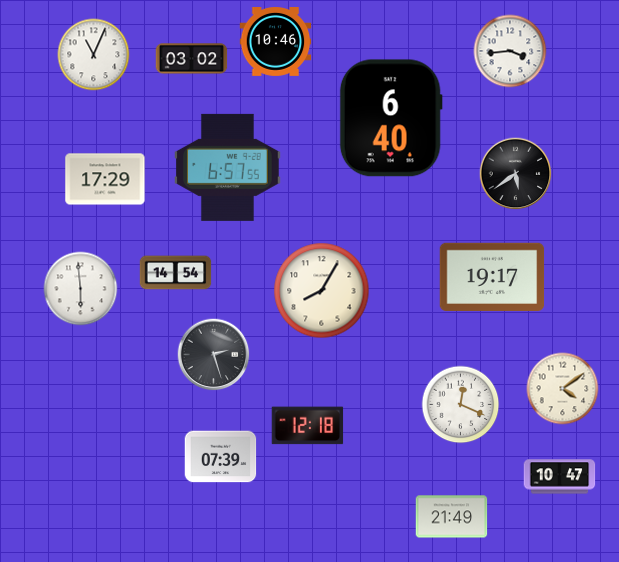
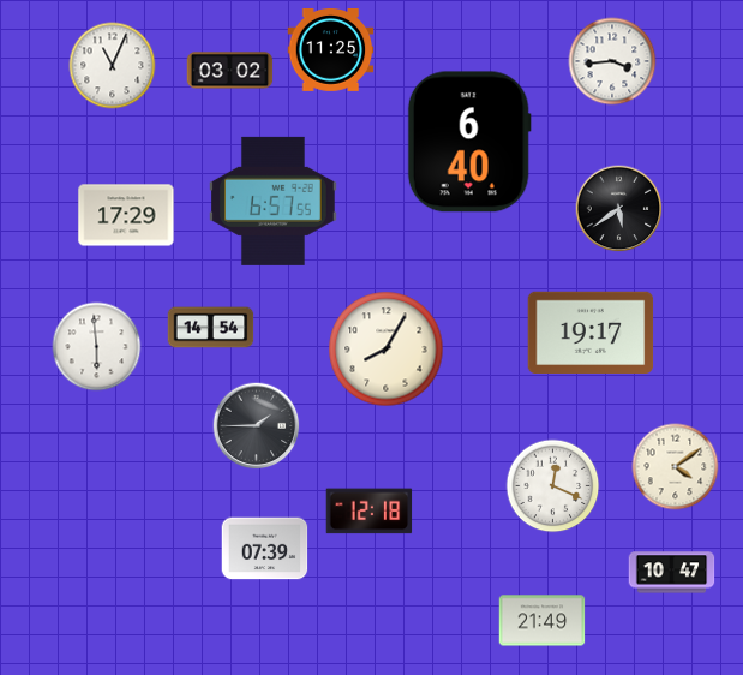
clock at (276, 42): 10:46 -> 11:25
clock at (214, 355): 2:27 -> 1:45
